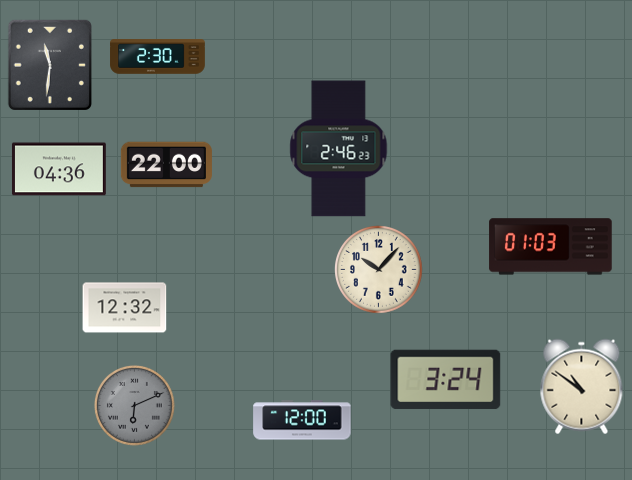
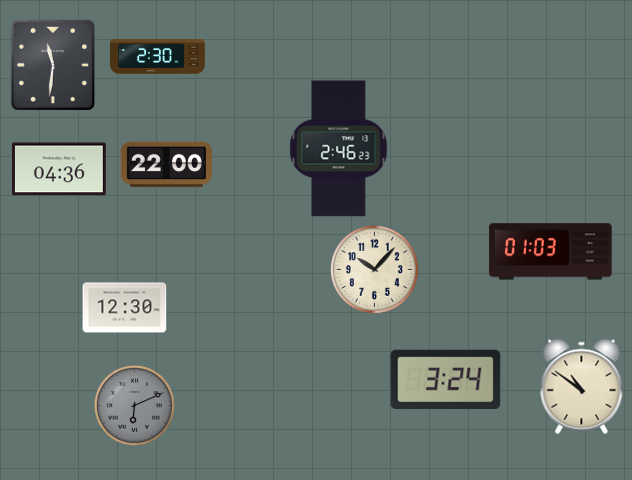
clock at (50, 64) position: (50, 64) -> (53, 64)
clock at (551, 247) position: (551, 247) -> (551, 252)
clock at (379, 270) position: (379, 270) -> (375, 270)
clock at (125, 308): 12:32 -> 12:30
clock at (302, 420): 12:00 -> none
